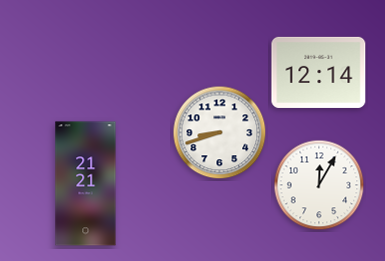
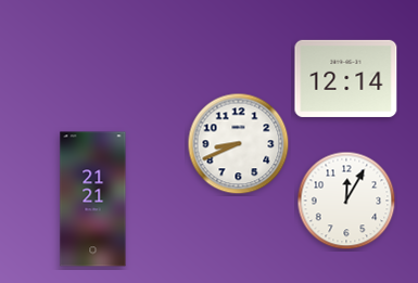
clock at (220, 133): 8:42 -> 8:41
